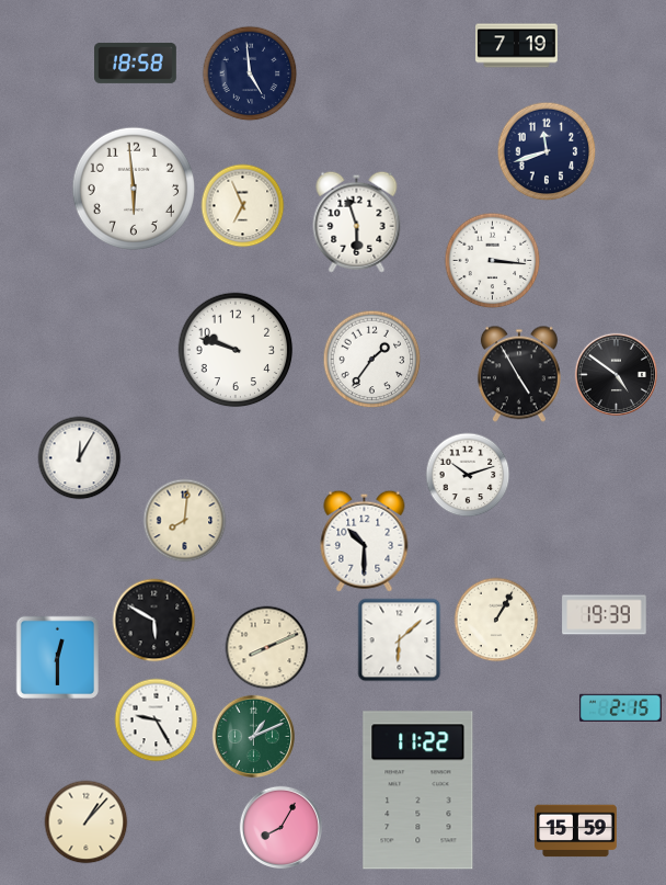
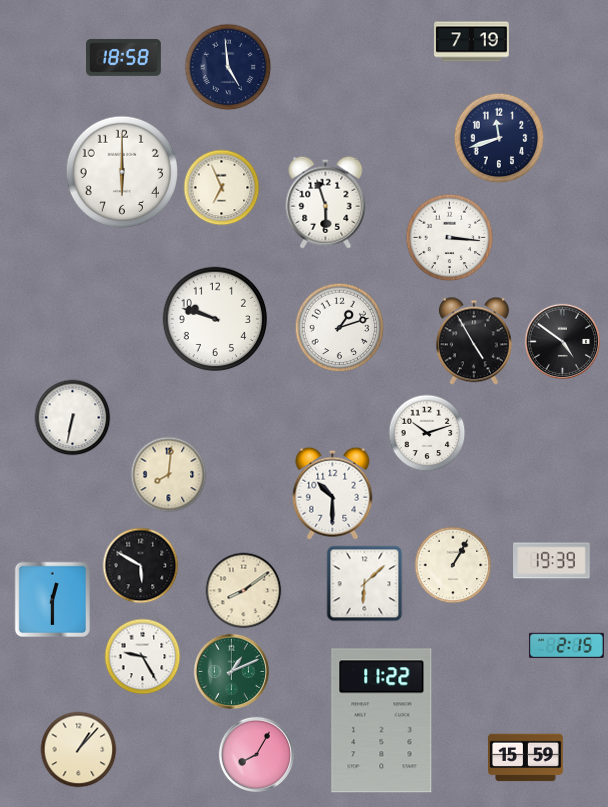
clock at (133, 188): 5:59 -> 6:00
clock at (372, 360): 1:36 -> 1:12
clock at (80, 458): 12:05 -> 6:32
clock at (267, 648): 8:11 -> 8:09
